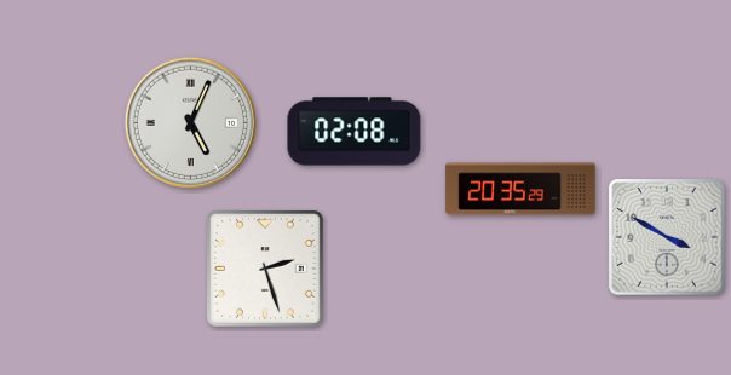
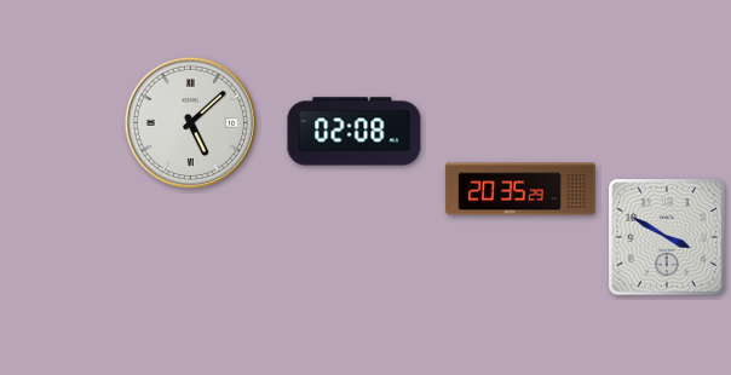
clock at (190, 122): 5:04 -> 5:08
clock at (265, 269): 2:27 -> none
